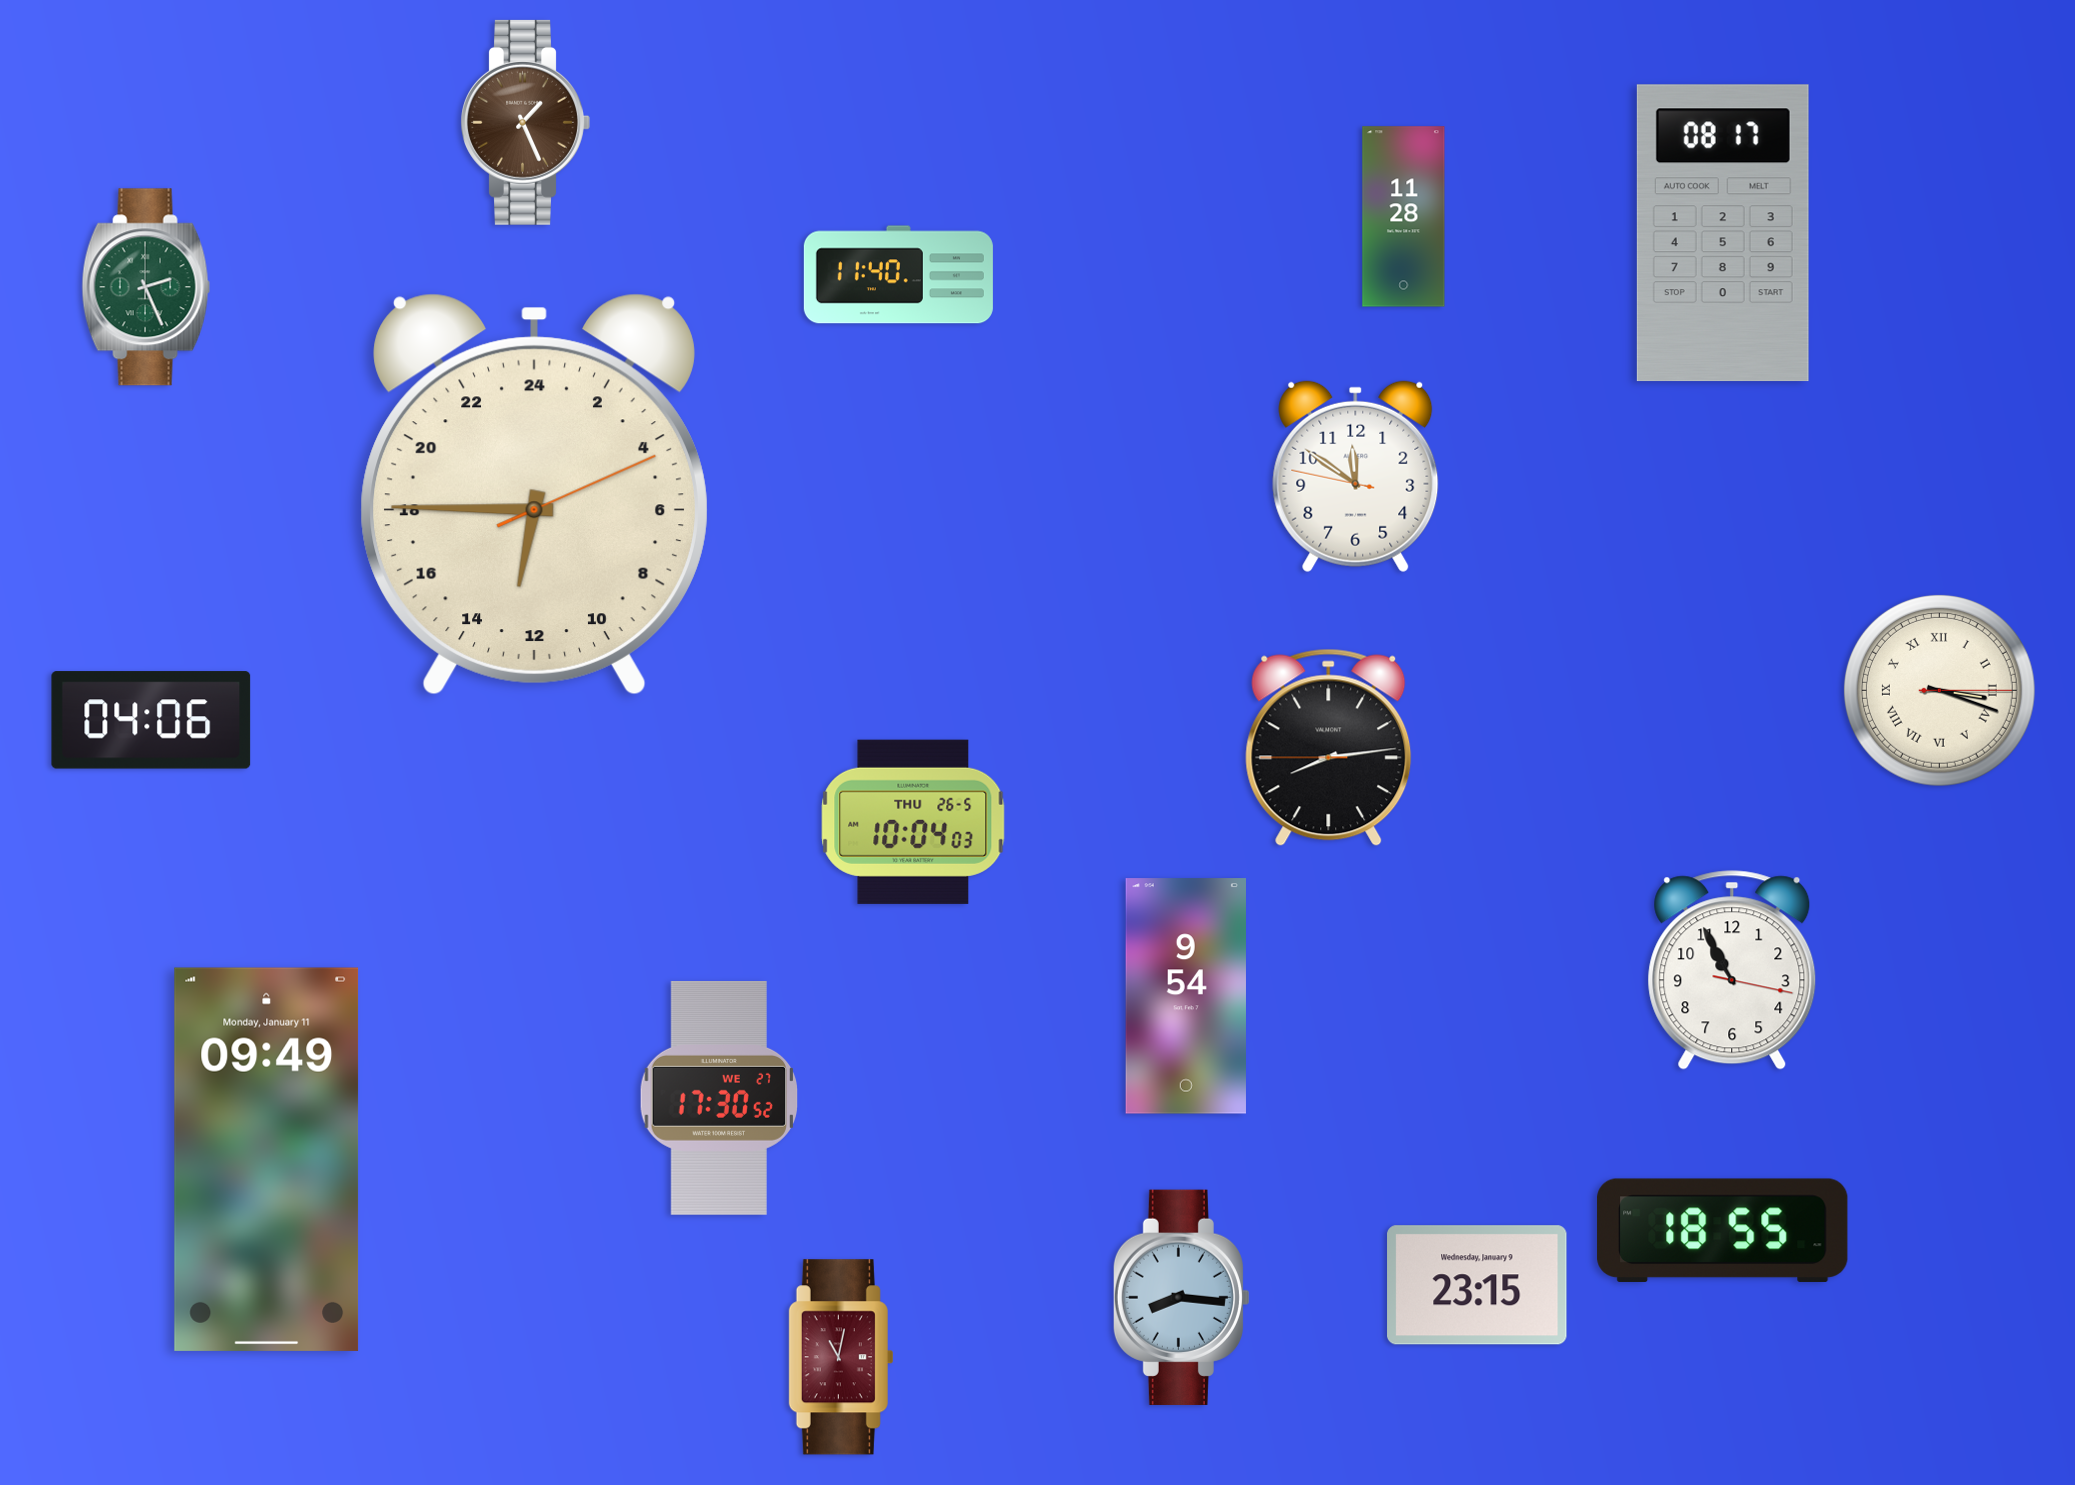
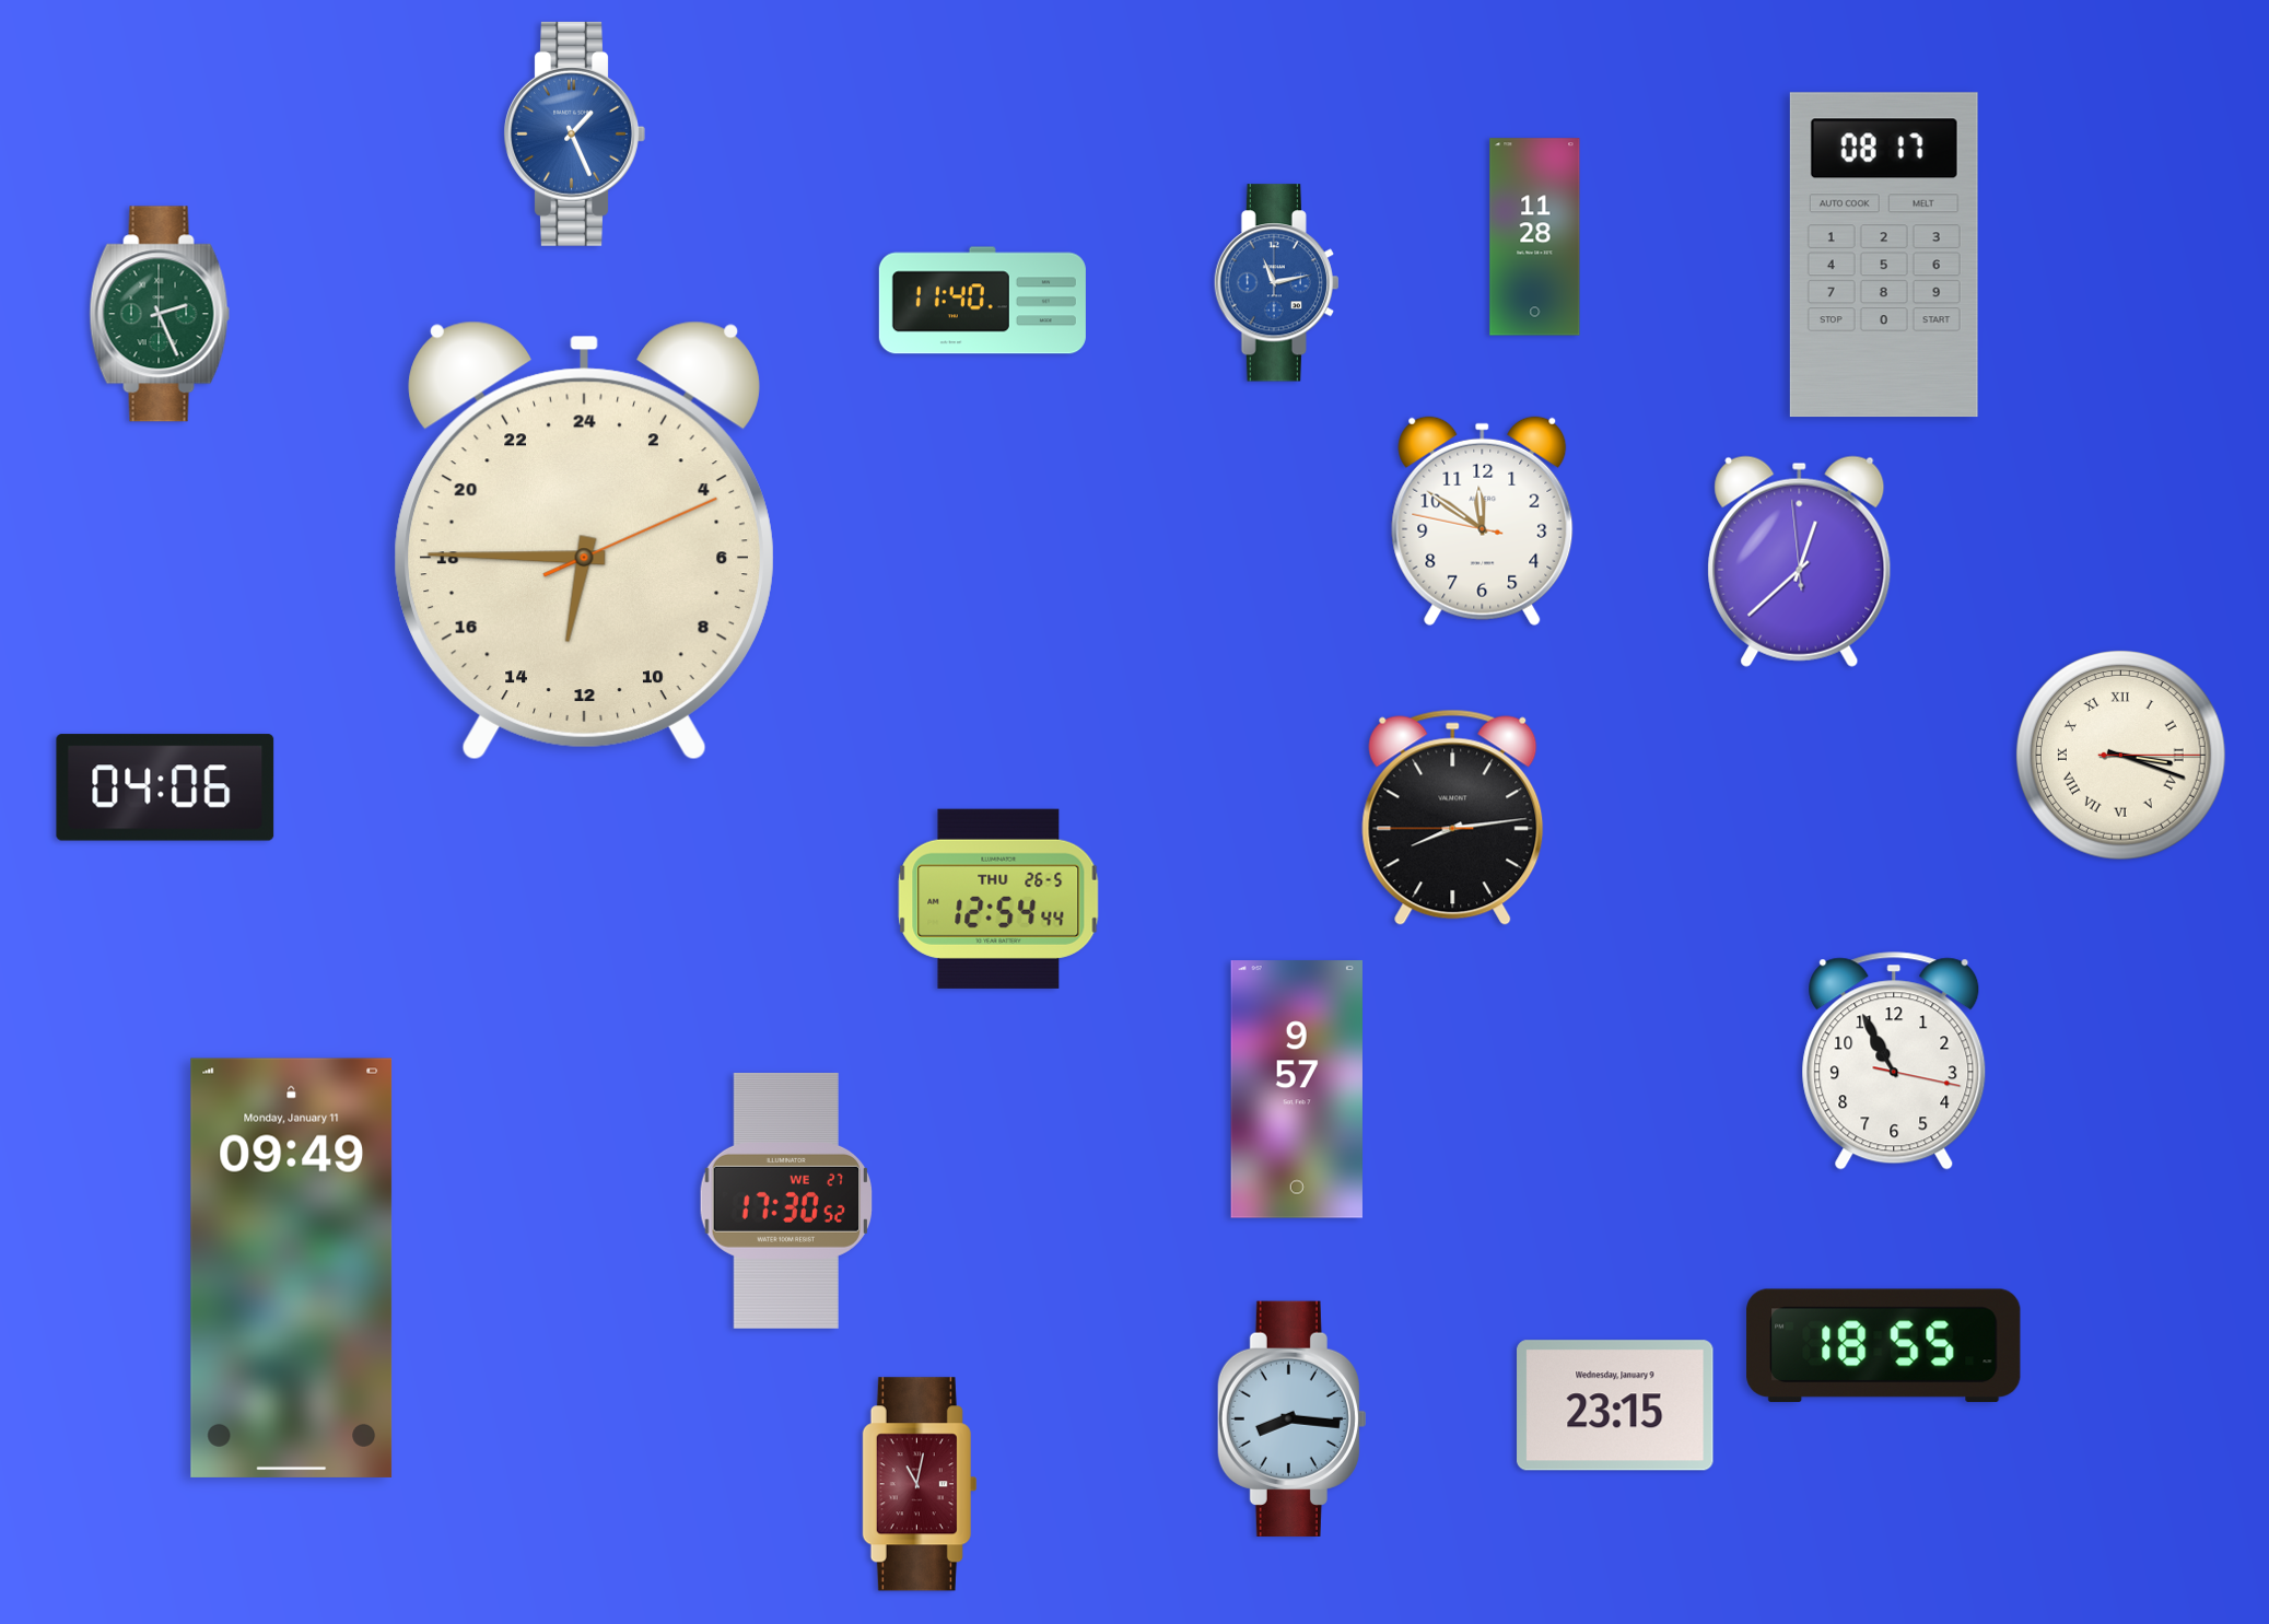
clock at (525, 122) dial: brown -> blue
clock at (1276, 283): none -> 11:13
clock at (1800, 561): none -> 12:37
clock at (913, 822): 10:04 -> 12:54
clock at (1186, 996): 9:54 -> 9:57
